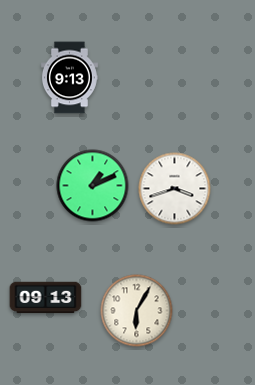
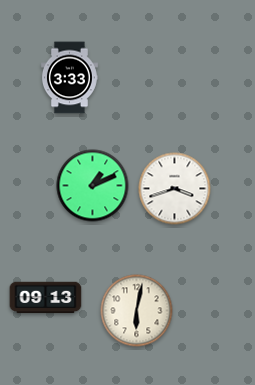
clock at (69, 78): 9:13 -> 3:33
clock at (137, 311): 6:05 -> 6:02
